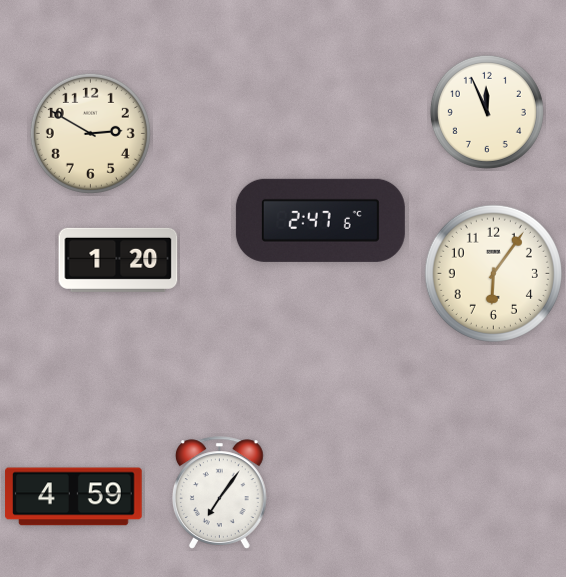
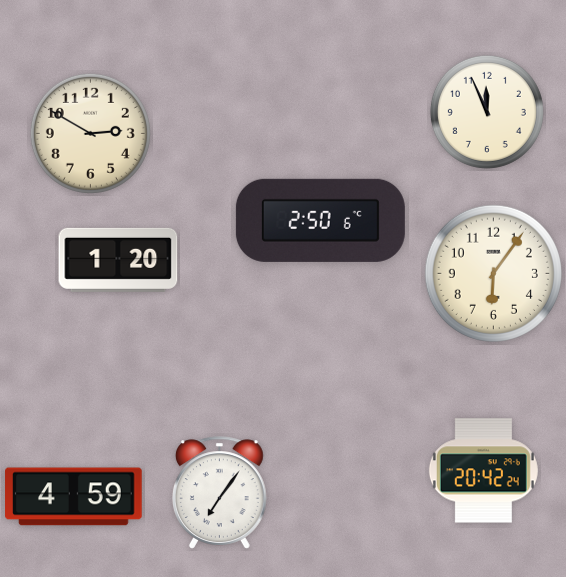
clock at (320, 220): 2:47 -> 2:50
clock at (483, 471): none -> 20:42
